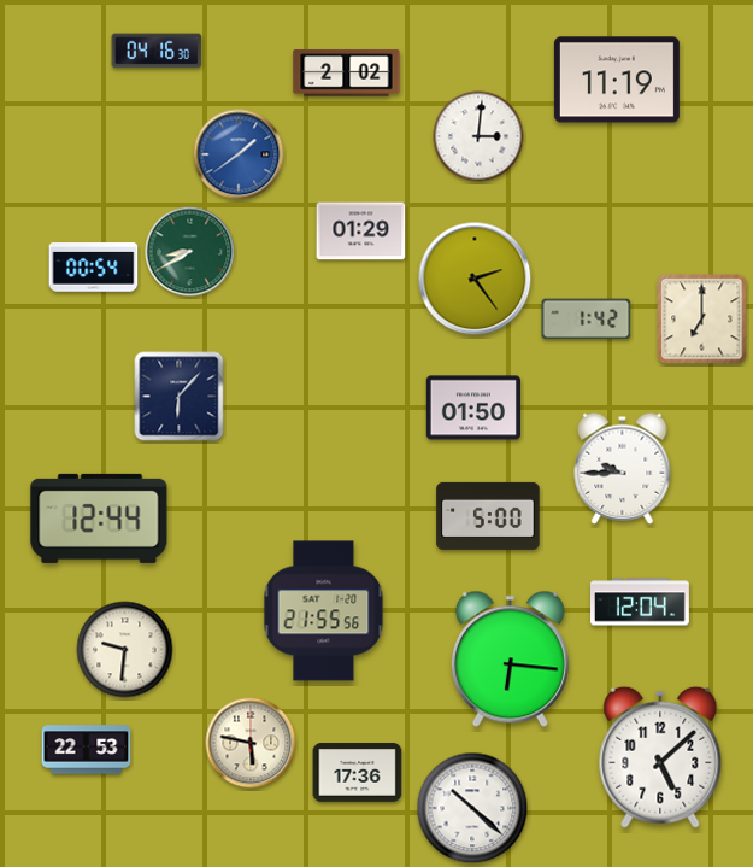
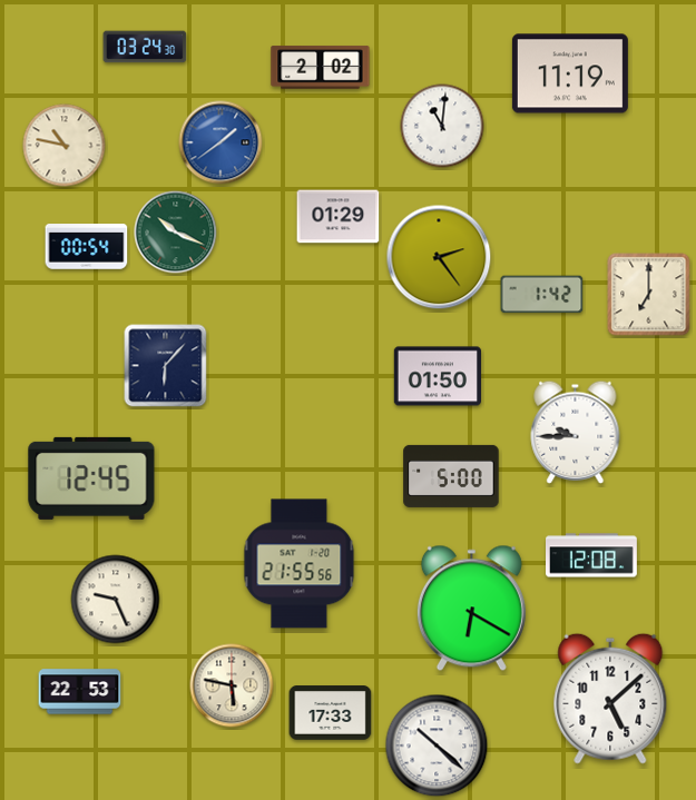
clock at (157, 51): 04:16 -> 03:24
clock at (478, 136): 3:01 -> 11:01
clock at (65, 146): none -> 10:47
clock at (361, 232) position: (361, 232) -> (339, 217)
clock at (190, 252): 8:40 -> 10:19
clock at (99, 519): 12:44 -> 12:45
clock at (641, 602): 12:04 -> 12:08
clock at (125, 650): 9:31 -> 9:26
clock at (510, 660): 6:16 -> 6:20
clock at (358, 773): 17:36 -> 17:33
